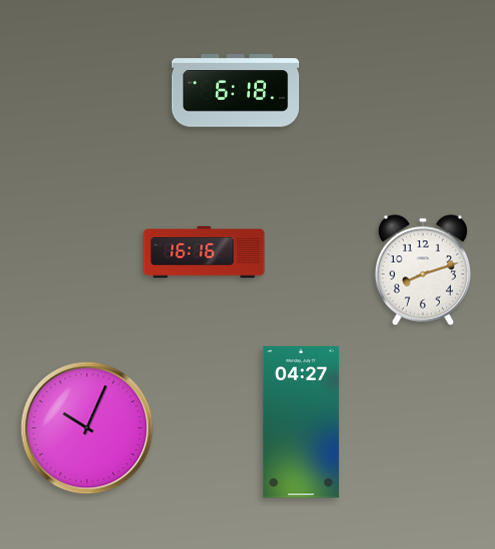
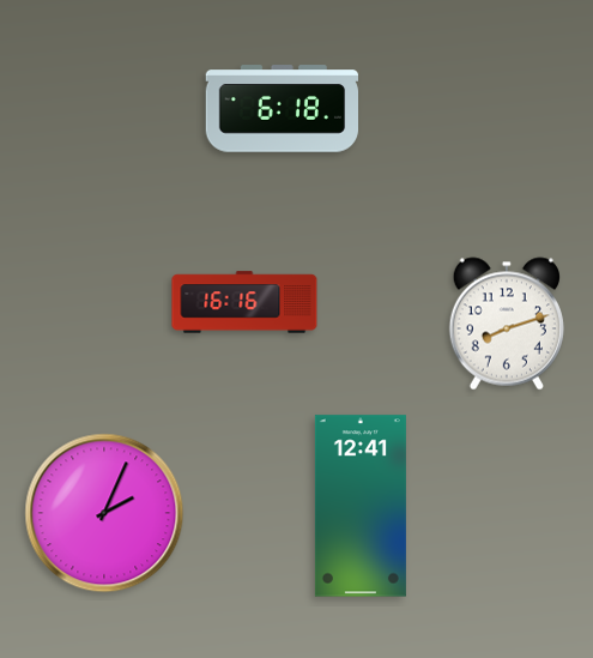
clock at (301, 422): 04:27 -> 12:41
clock at (87, 428): 10:04 -> 2:04
